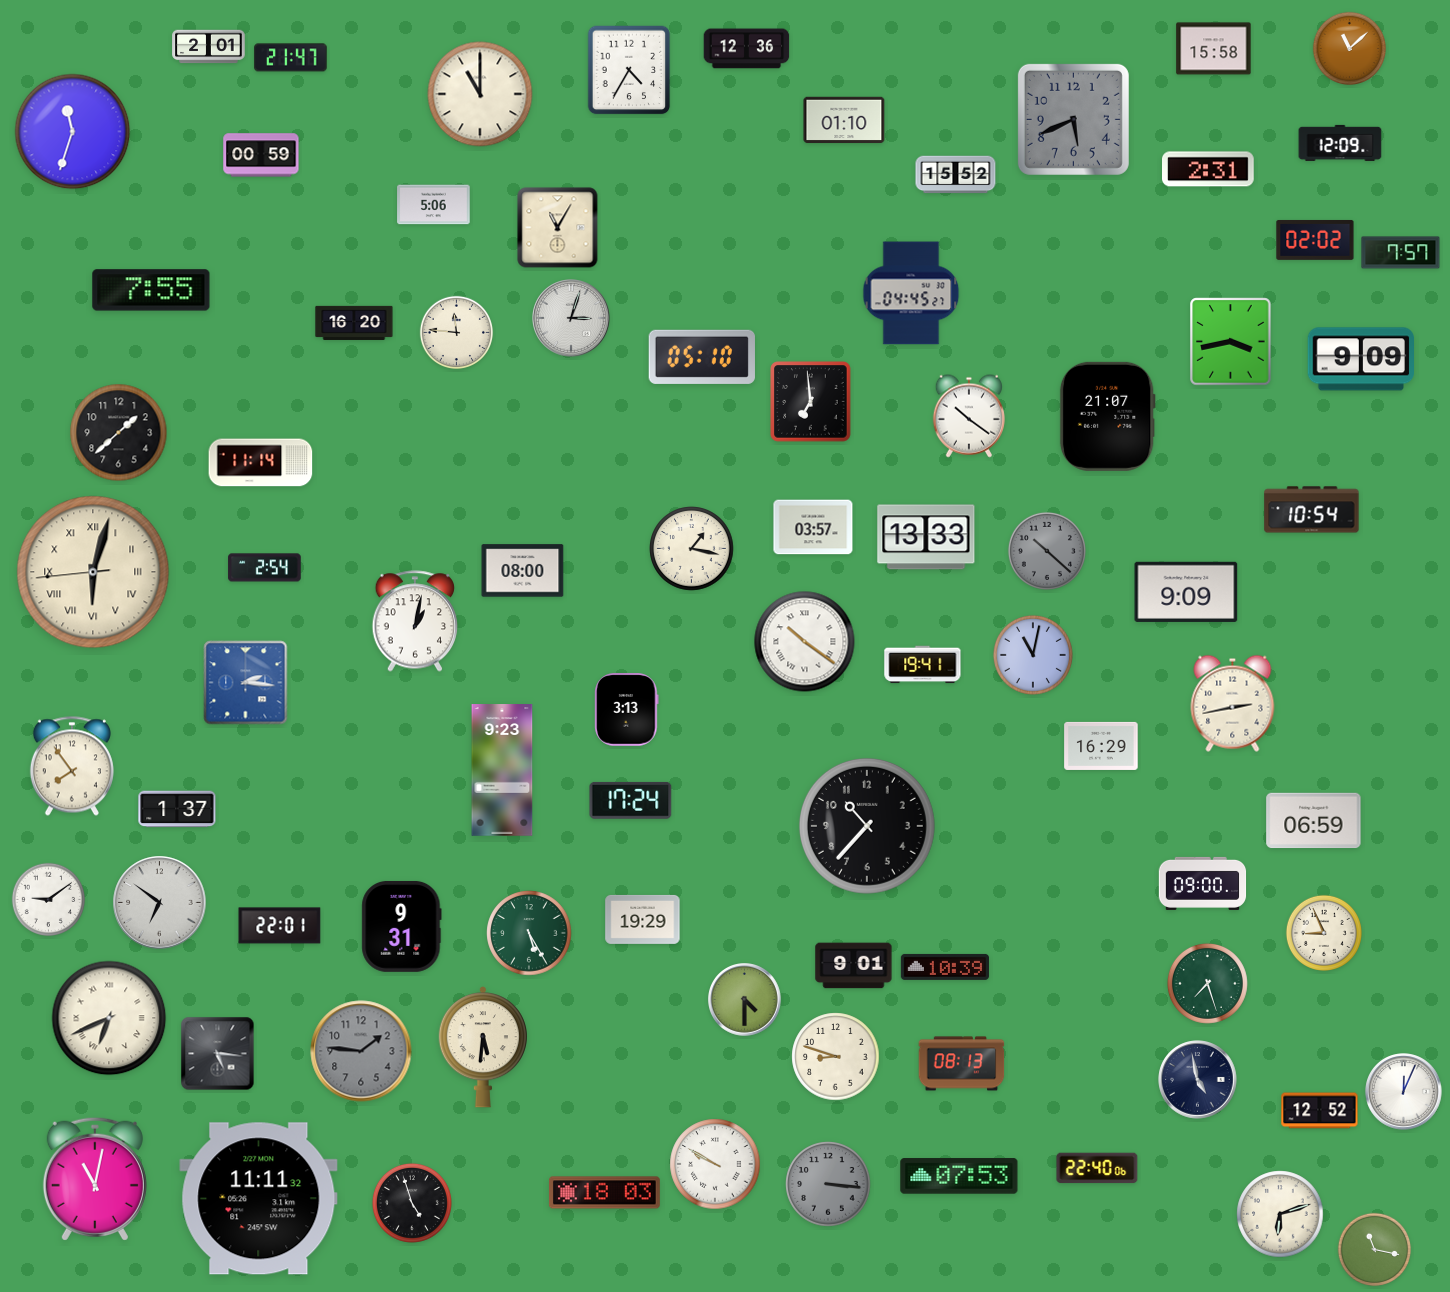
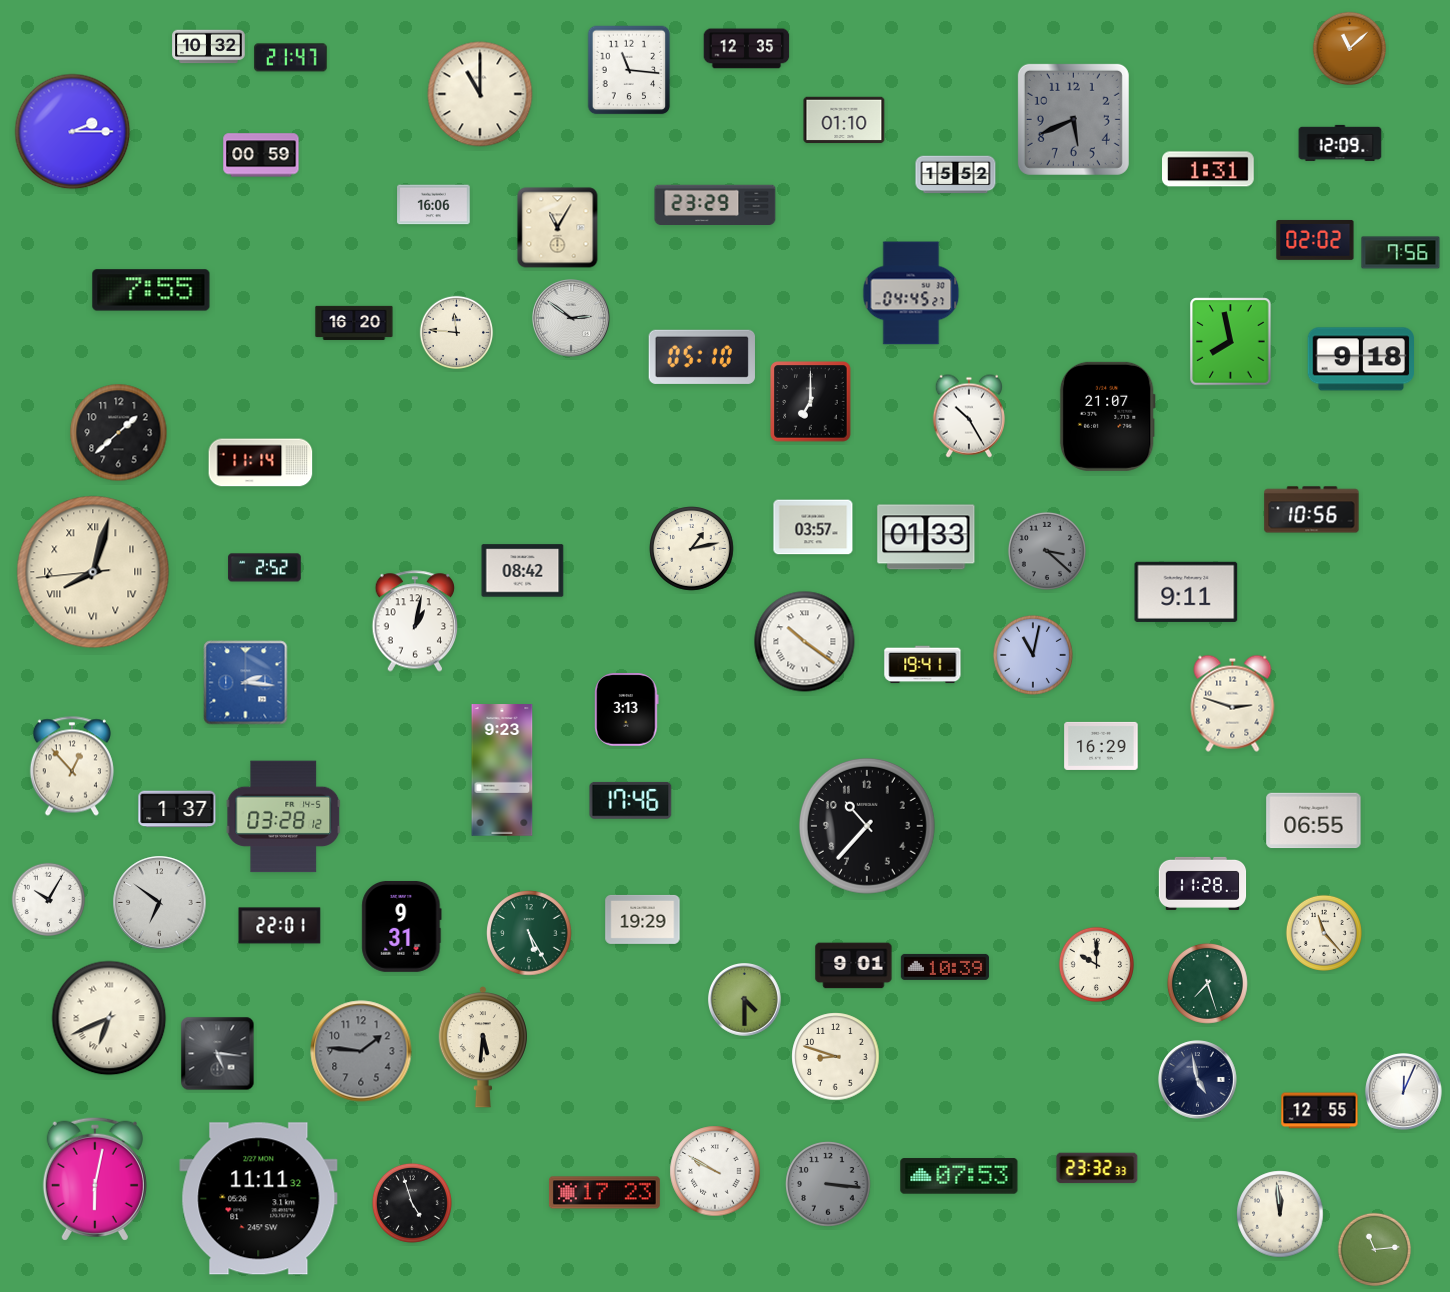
clock at (209, 47): 2:01 -> 10:32
clock at (747, 49): 12:36 -> 12:35
clock at (1214, 49): 15:58 -> none
clock at (629, 70): 4:35 -> 11:16
clock at (73, 132): 11:33 -> 2:15
clock at (1209, 169): 2:31 -> 1:31
clock at (715, 204): none -> 23:29
clock at (434, 205): 5:06 -> 16:06
clock at (1401, 253): 7:57 -> 7:56
clock at (571, 318): 3:03 -> 2:51
clock at (1231, 342): 3:43 -> 7:58
clock at (1360, 359): 9:09 -> 9:18
clock at (811, 402): 6:59 -> 7:00
clock at (969, 416): 10:21 -> 10:25
clock at (1312, 510): 10:54 -> 10:56
clock at (926, 537): 13:33 -> 01:33
clock at (692, 549): 1:17 -> 1:13
clock at (1047, 551): 10:22 -> 3:22
clock at (265, 568): 2:54 -> 2:52
clock at (523, 571): 08:00 -> 08:42
clock at (93, 572): 6:02 -> 8:02
clock at (1186, 592): 9:09 -> 9:11
clock at (1233, 703): 2:43 -> 2:48
clock at (72, 766): 7:54 -> 12:53
clock at (631, 800): 17:24 -> 17:46
clock at (284, 817): none -> 03:28
clock at (1314, 821): 06:59 -> 06:55
clock at (1203, 883): 09:00 -> 11:28
clock at (49, 900): 9:09 -> 10:05
clock at (1324, 933): 8:56 -> 11:23
clock at (1096, 964): none -> 10:00
clock at (962, 1064): 08:13 -> none
clock at (1320, 1111): 12:52 -> 12:55
clock at (715, 1164) position: (715, 1164) -> (715, 1171)
clock at (1097, 1168): 22:40 -> 23:32
clock at (95, 1179): 11:02 -> 6:02
clock at (604, 1193): 18:03 -> 17:23
clock at (1280, 1214): 6:12 -> 11:59
clock at (1375, 1250): 11:17 -> 11:14
